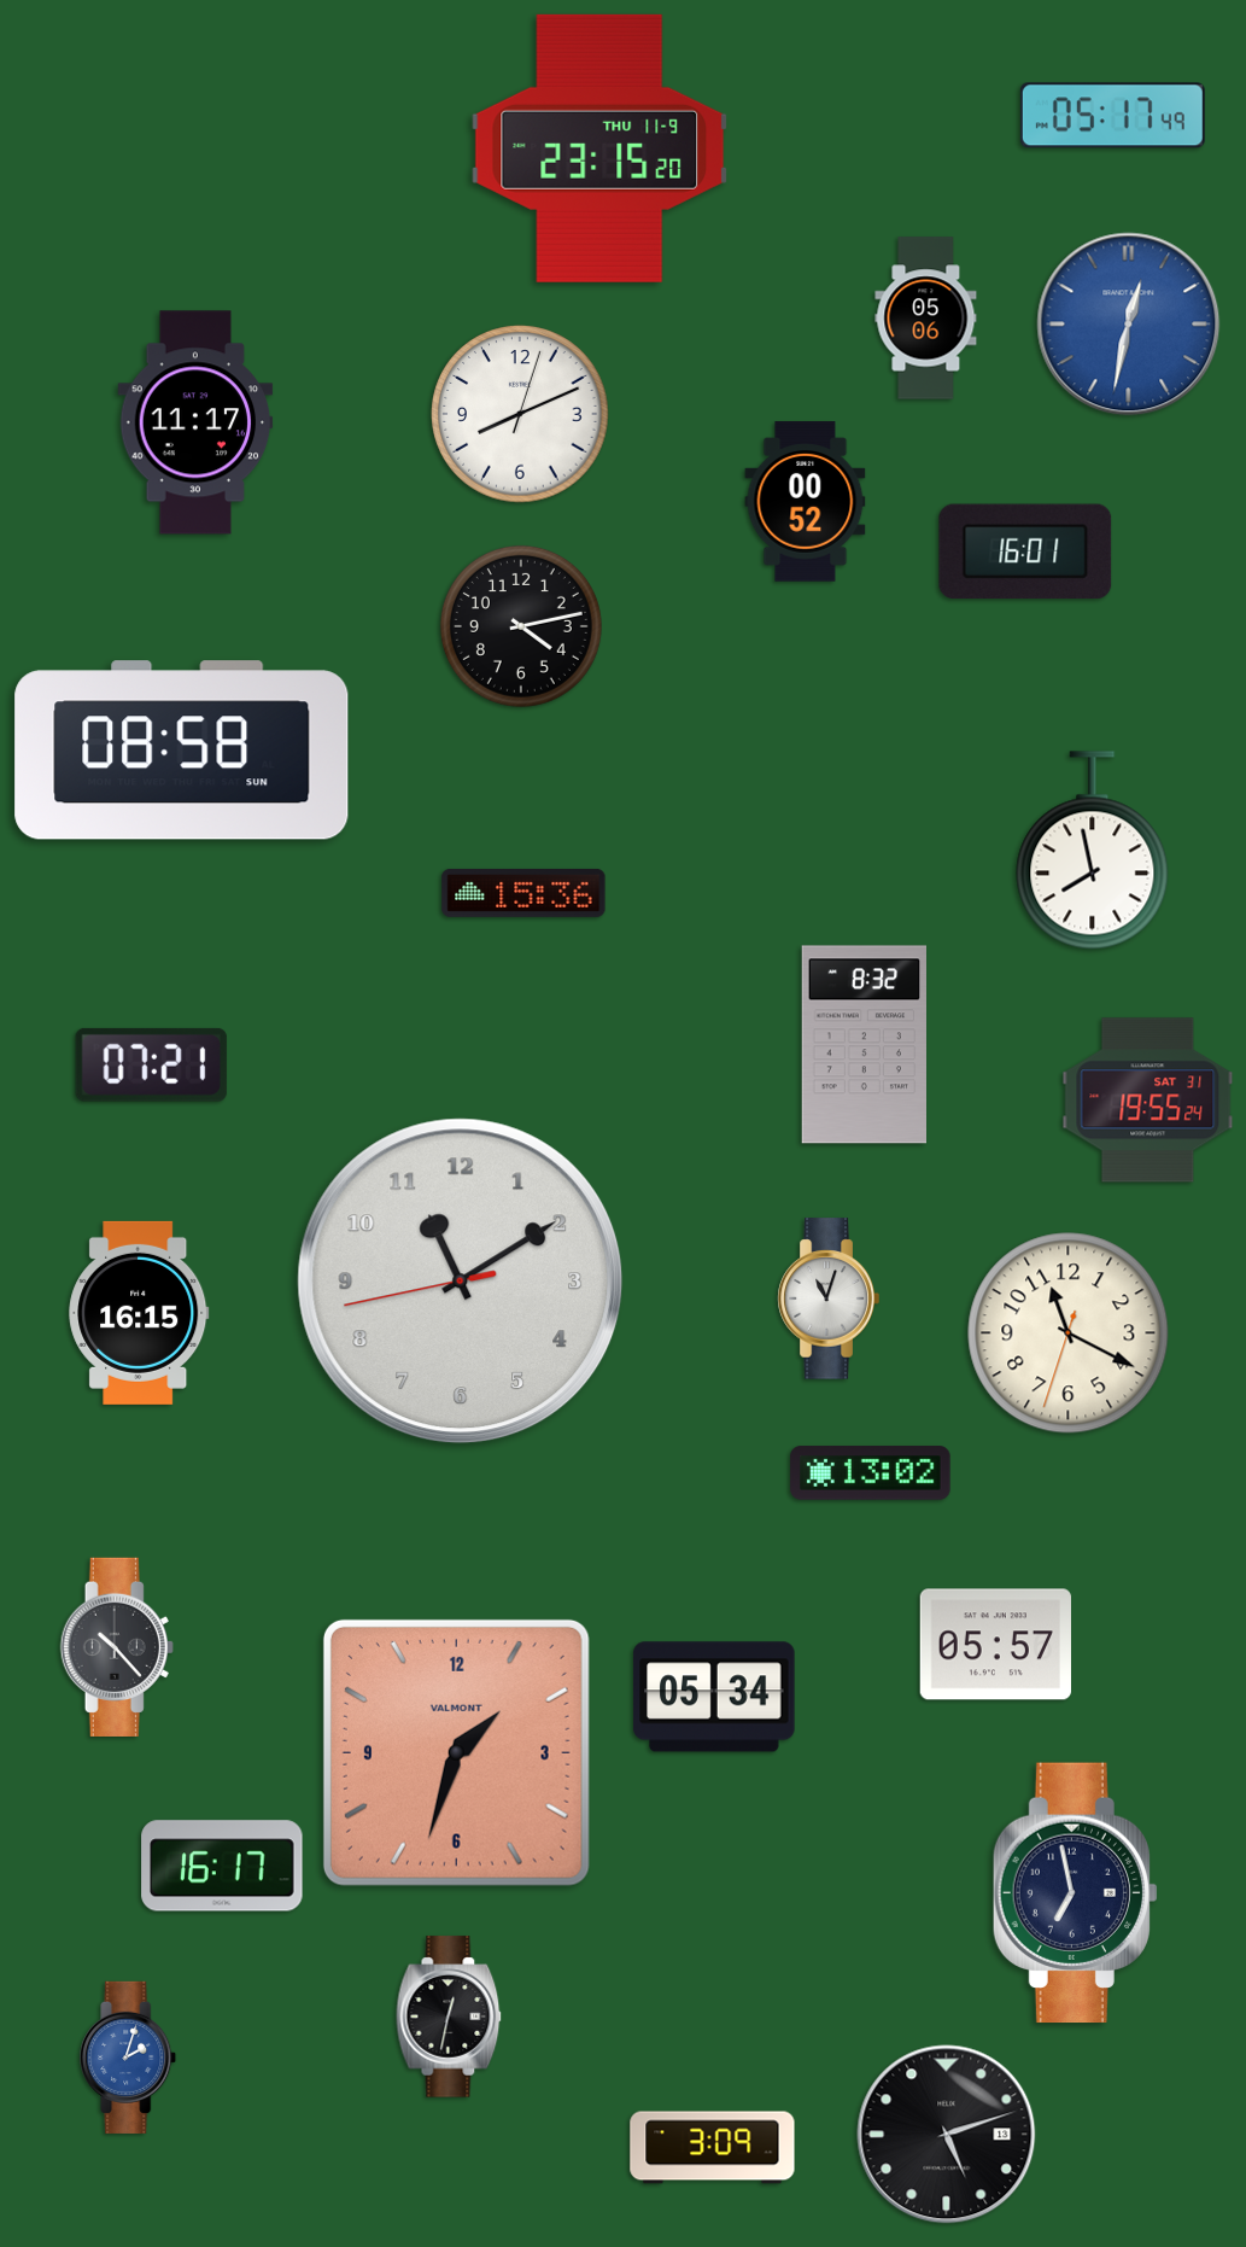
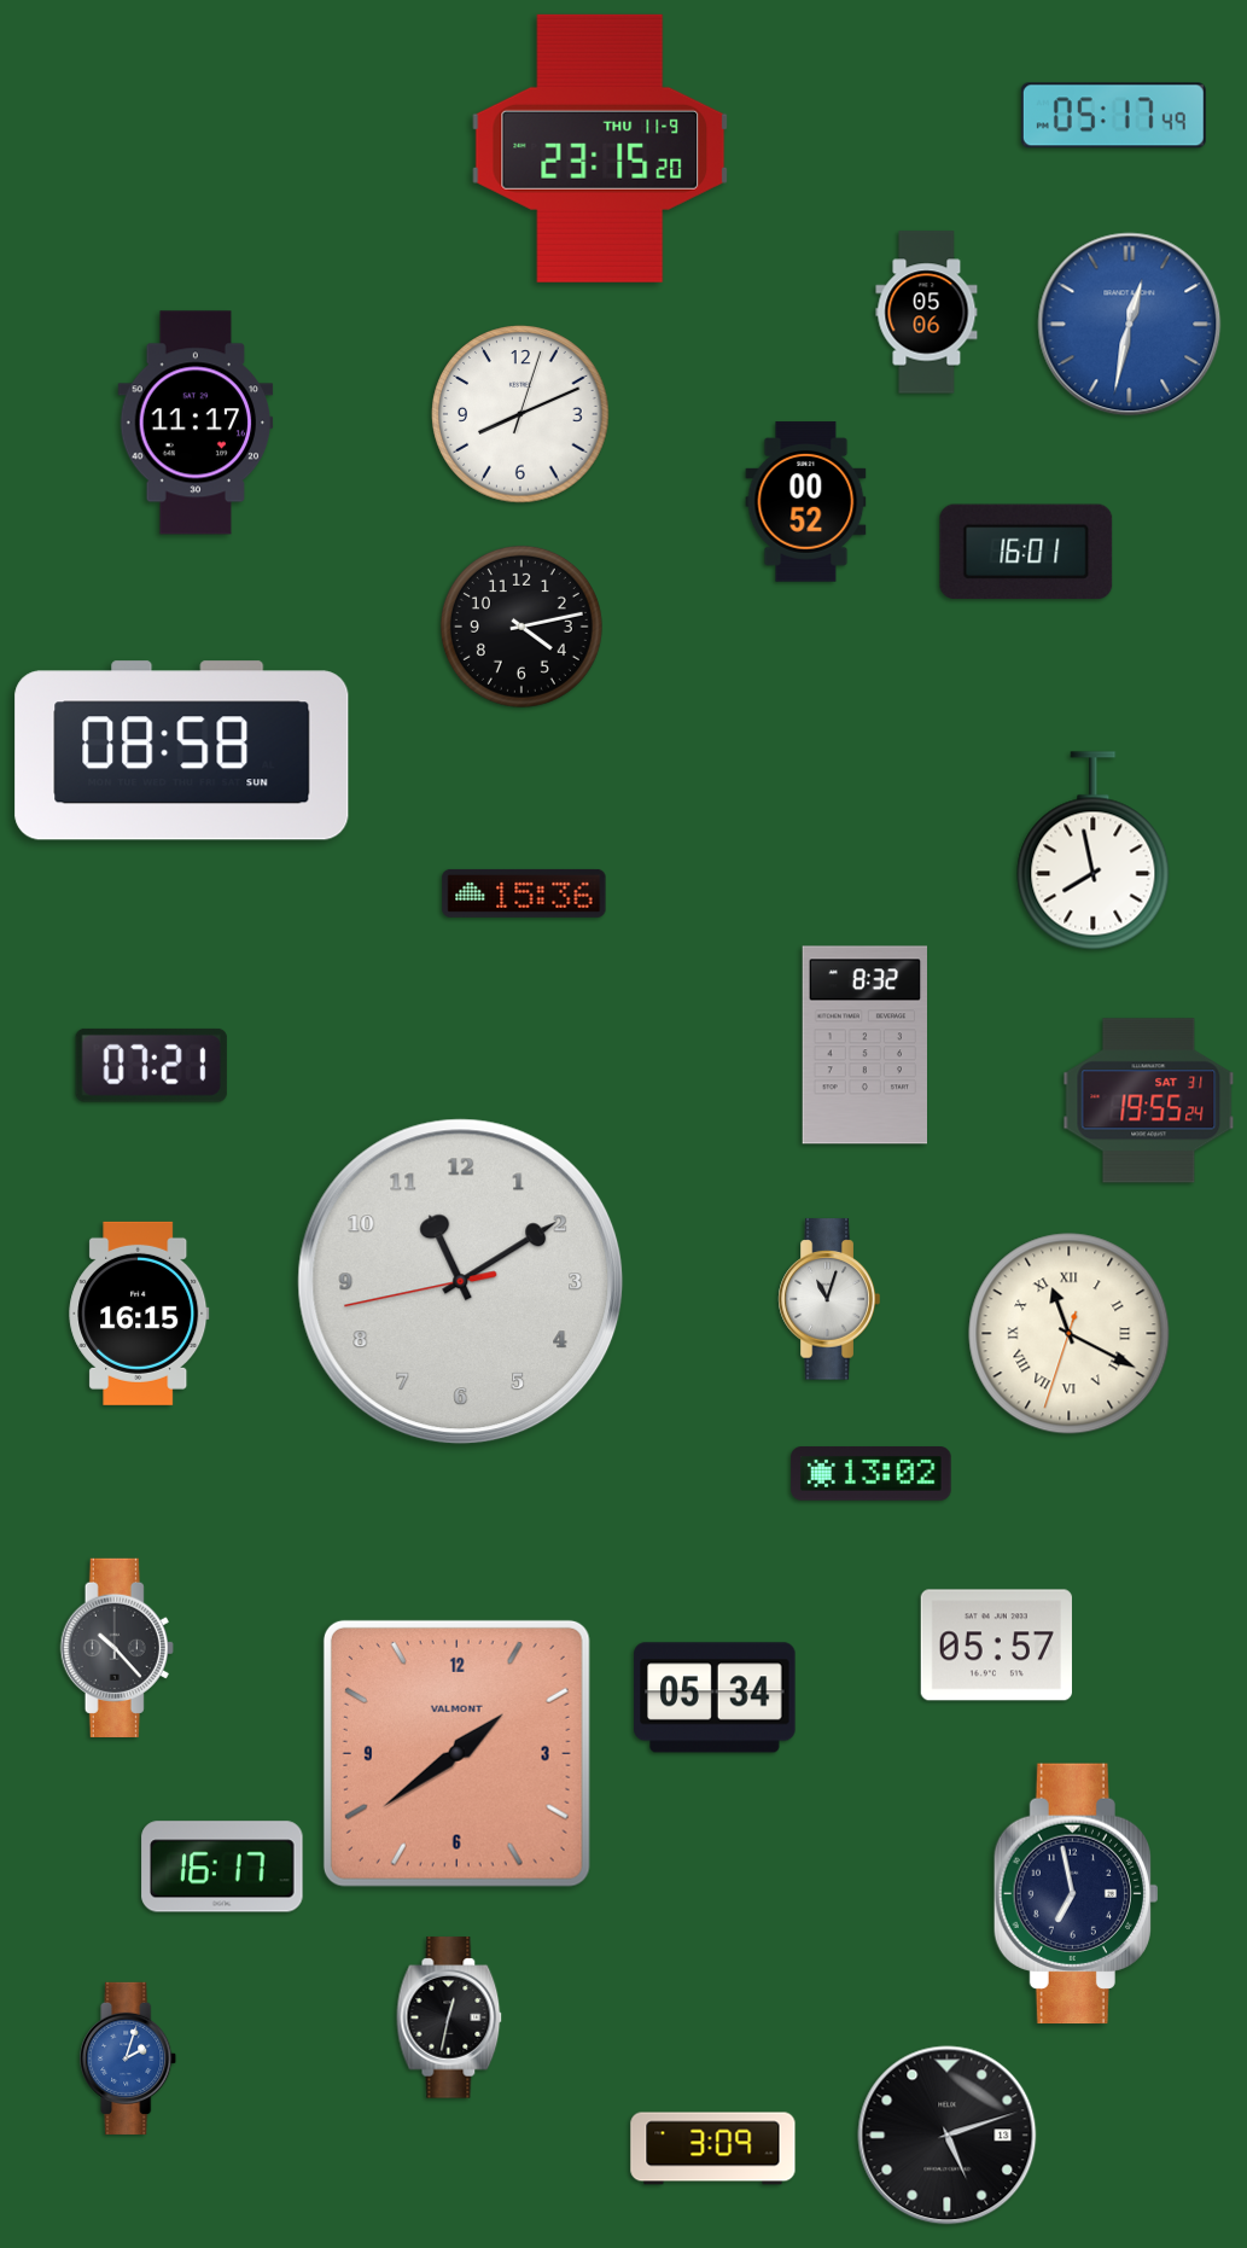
clock at (926, 319) position: (926, 319) -> (927, 313)
clock at (1069, 1333) numerals: Arabic -> Roman
clock at (456, 1752): 1:33 -> 1:39
